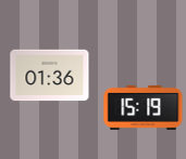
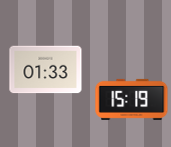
clock at (50, 76): 01:36 -> 01:33
